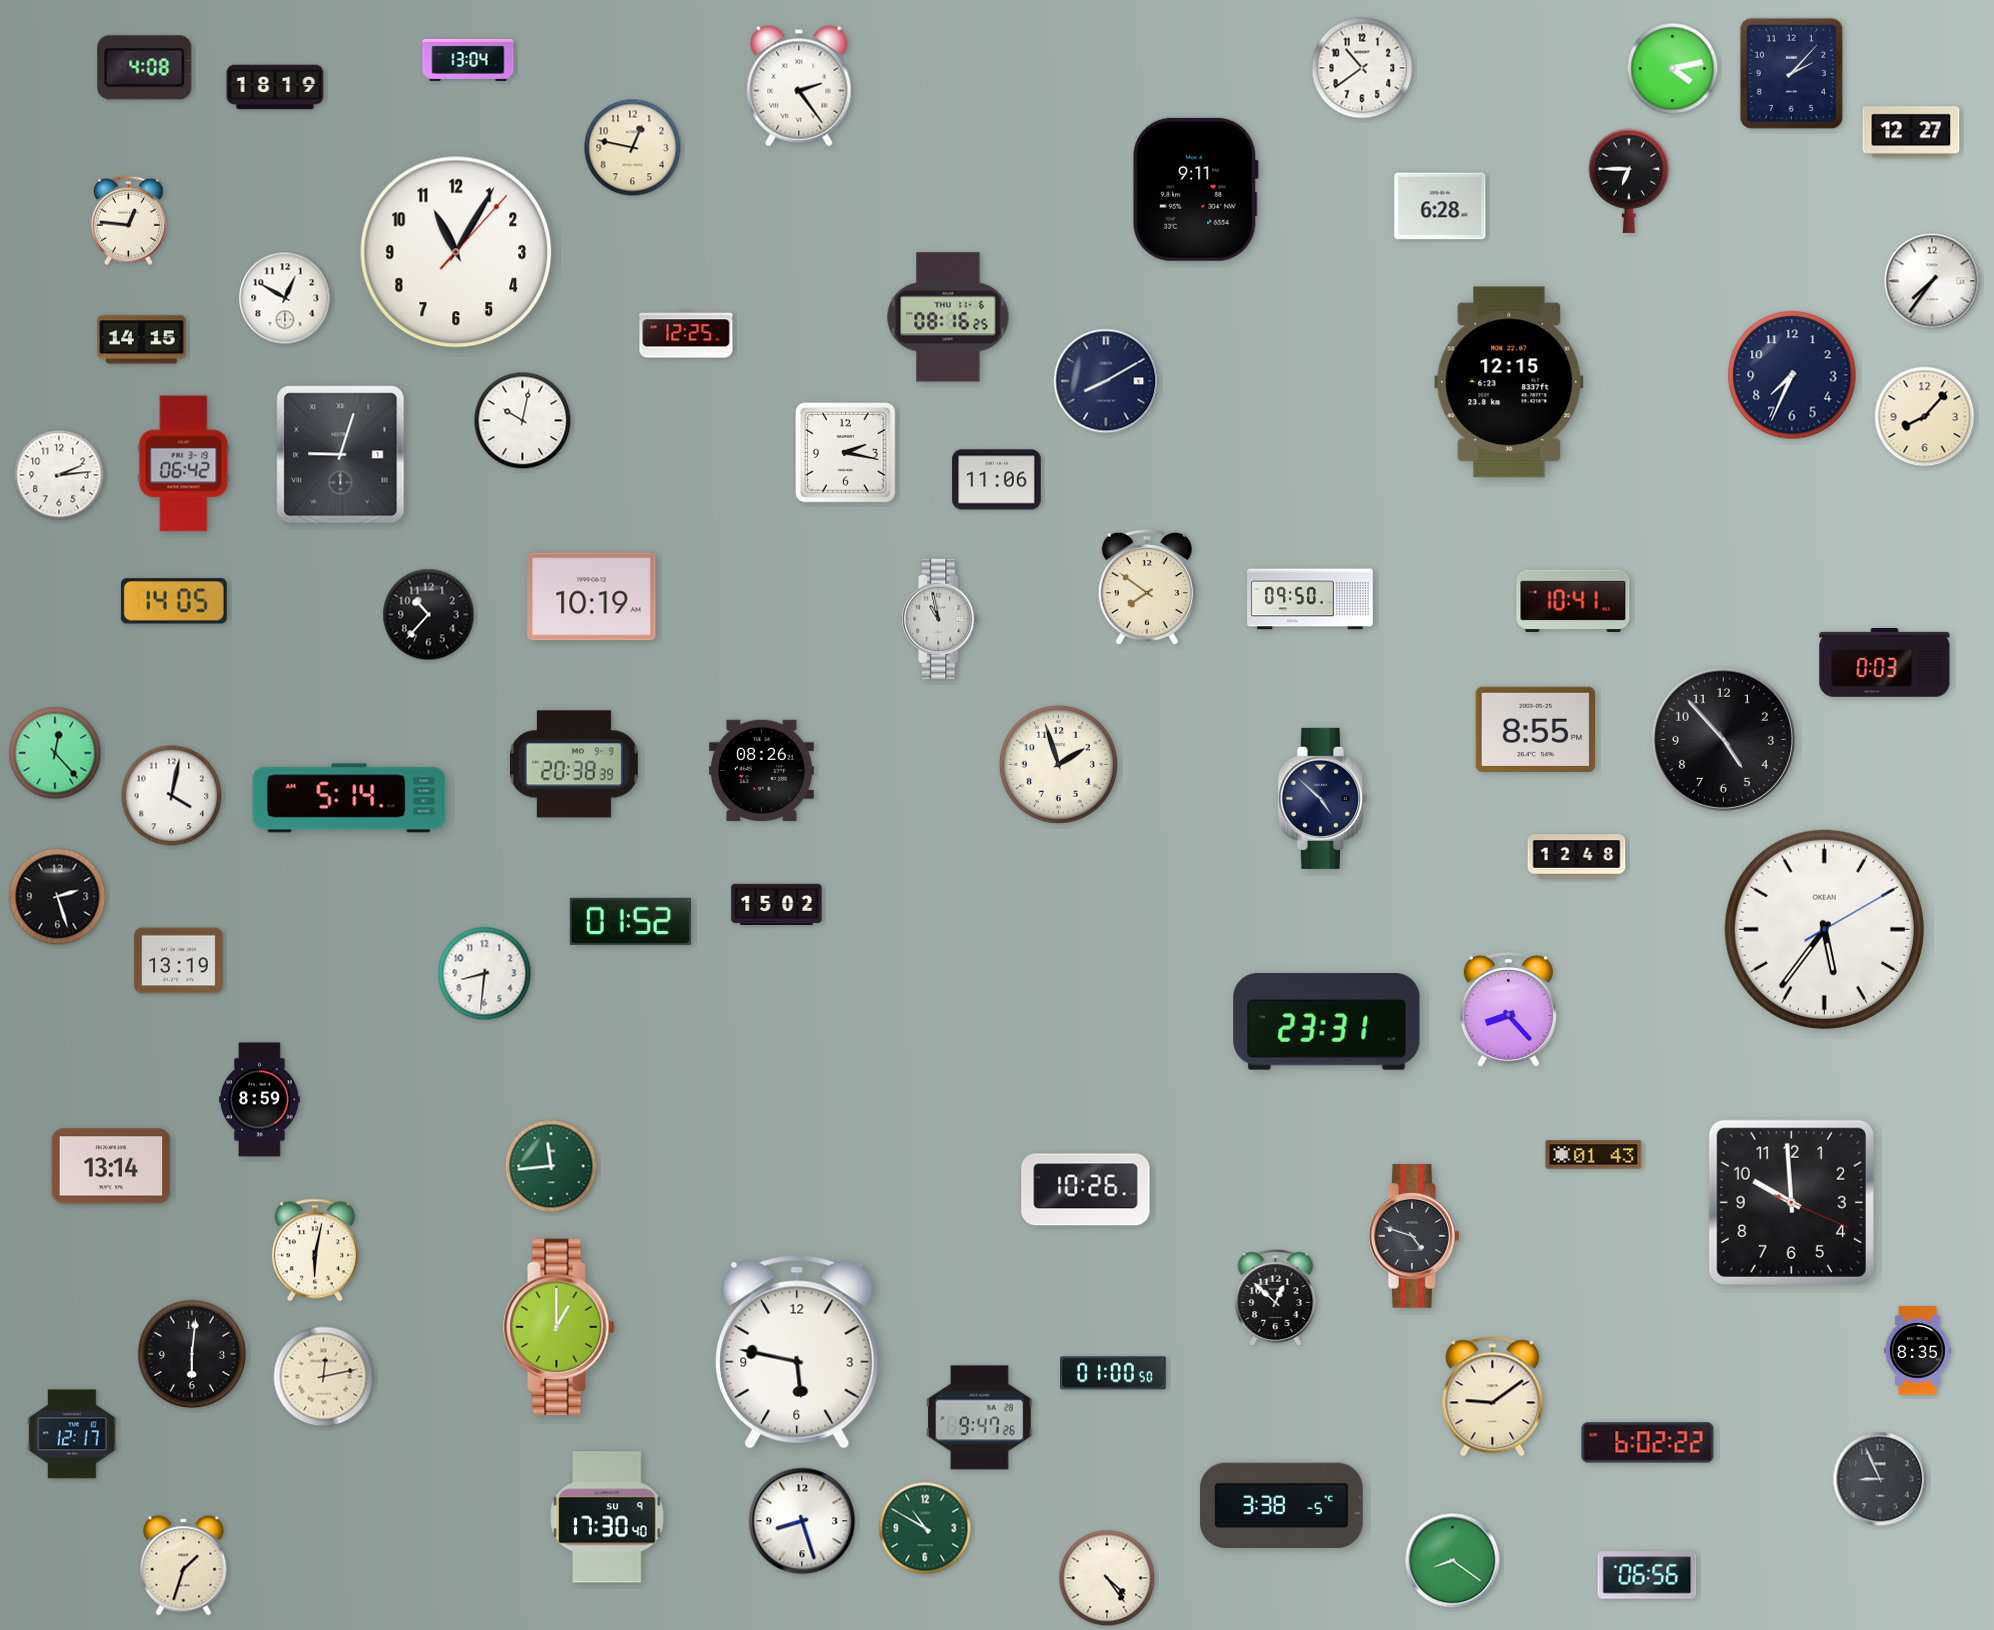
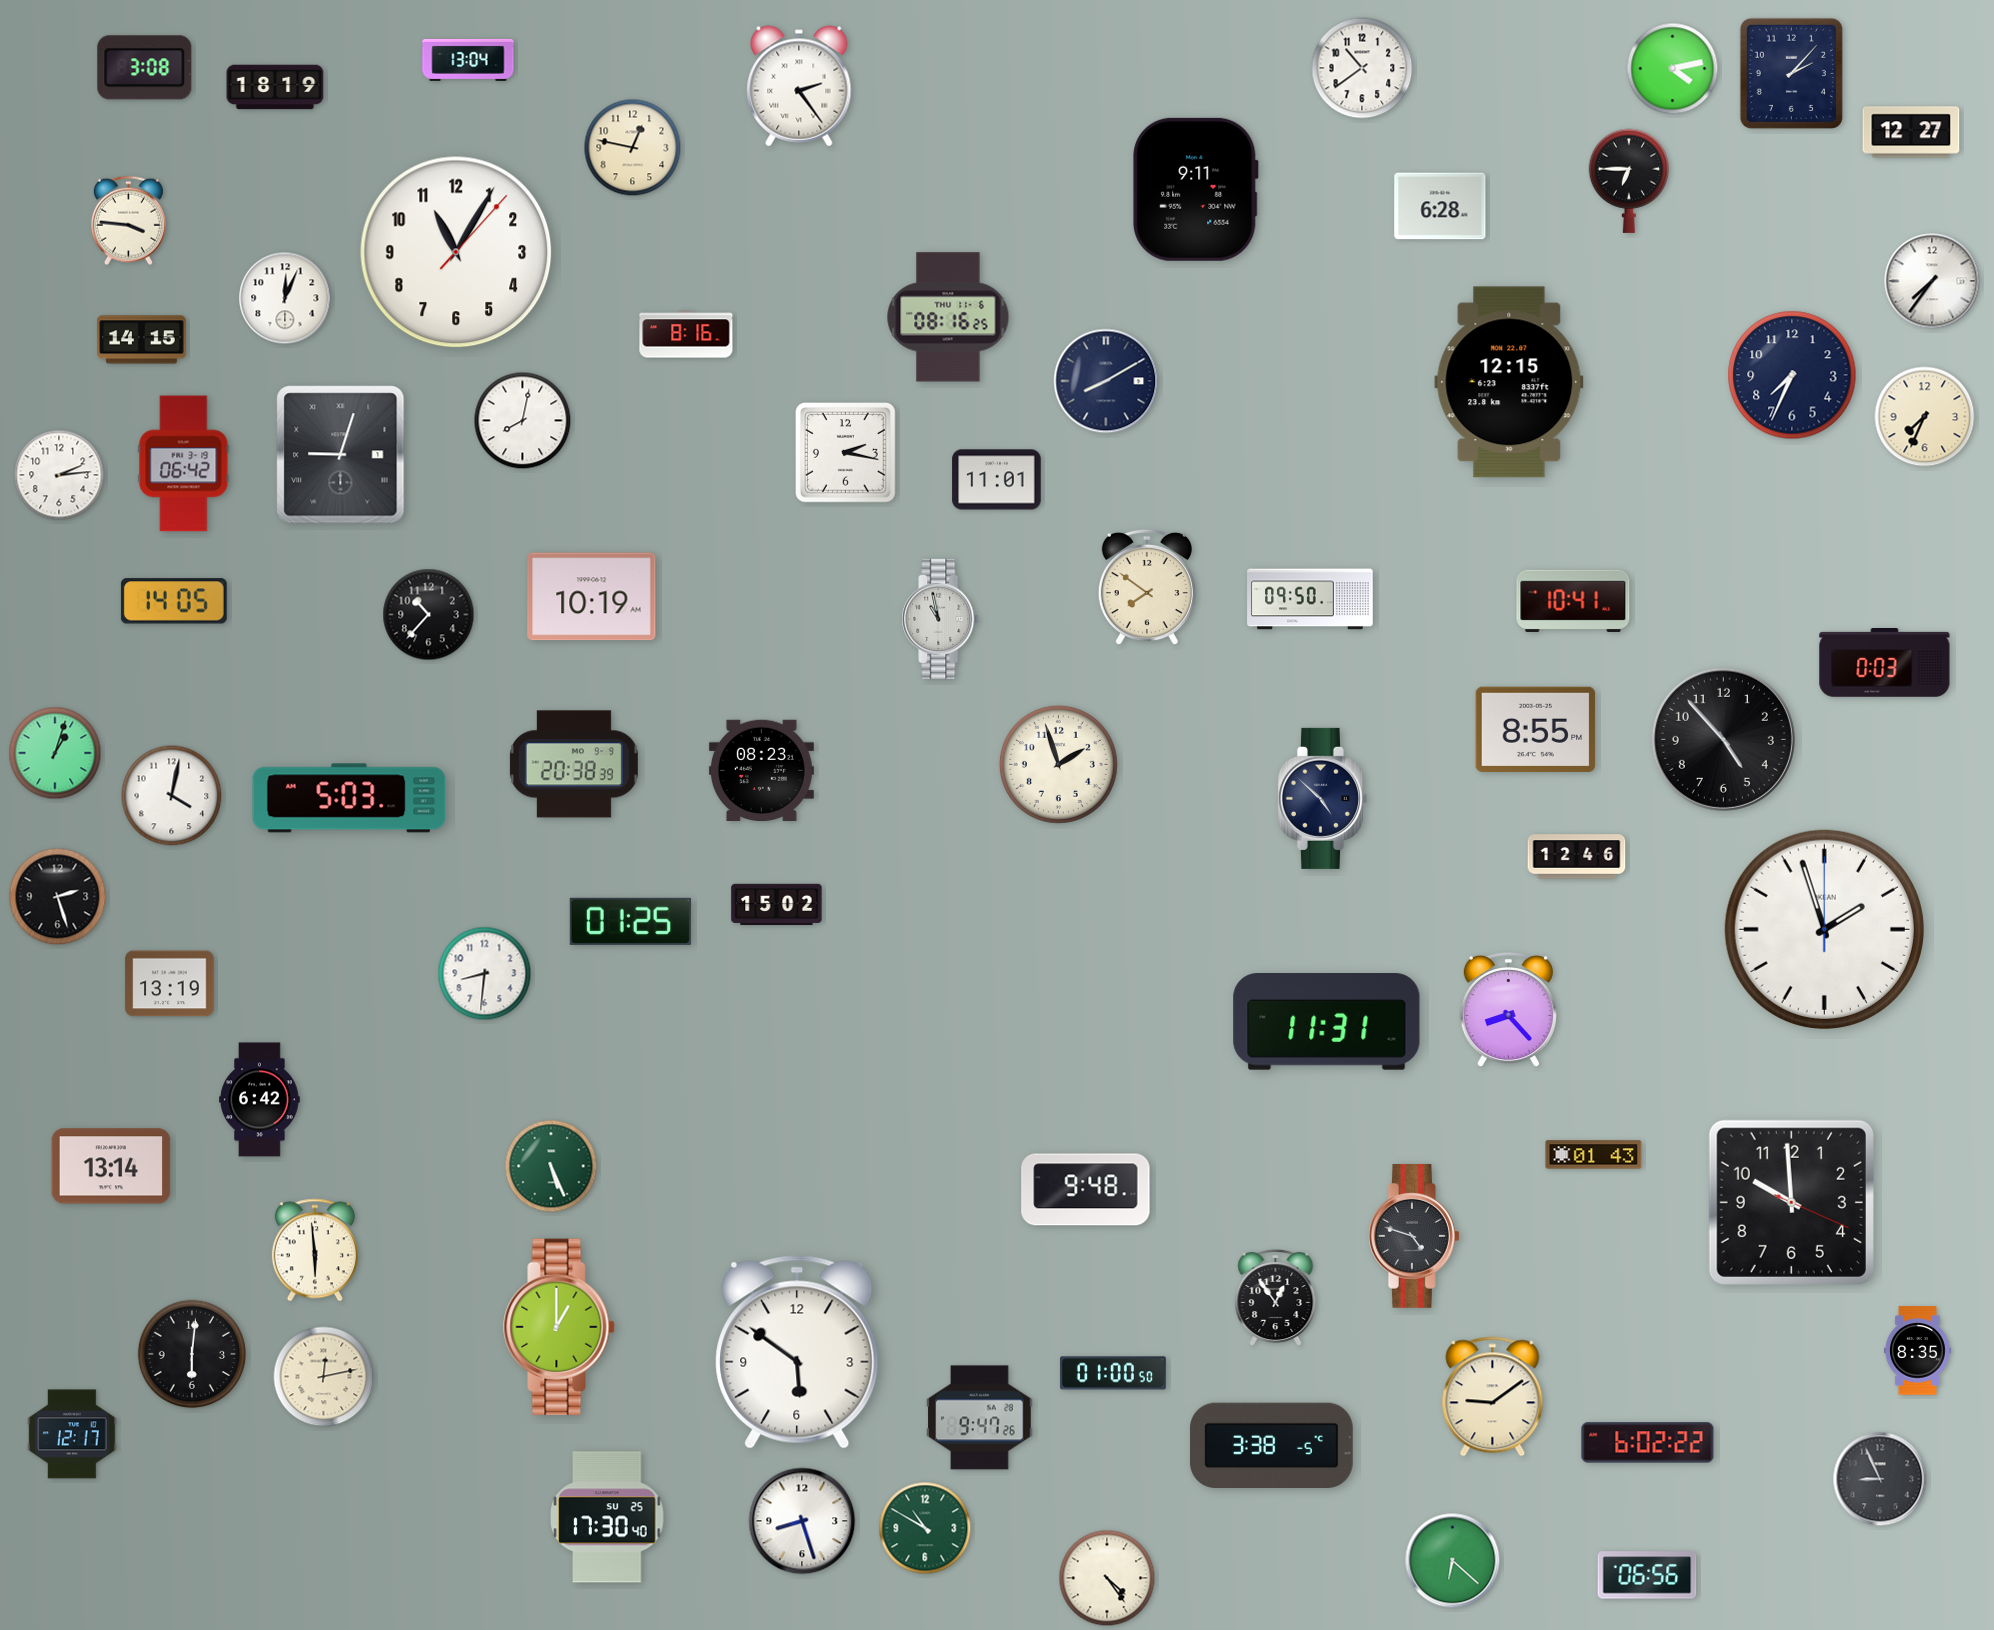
clock at (145, 68): 4:08 -> 3:08
clock at (128, 221): 12:46 -> 3:46
clock at (285, 298): 12:50 -> 12:04
clock at (686, 334): 12:25 -> 8:16
clock at (1925, 417): 8:07 -> 7:34
clock at (523, 421): 10:02 -> 8:02
clock at (997, 480): 11:06 -> 11:01
clock at (55, 753): 12:23 -> 1:03
clock at (761, 770): 08:26 -> 08:23
clock at (349, 798): 5:14 -> 5:03
clock at (1577, 857): 12:48 -> 12:46
clock at (630, 921): 01:52 -> 01:25
clock at (1824, 929): 5:36 -> 1:57
clock at (179, 961) position: (179, 961) -> (170, 984)
clock at (1327, 1022): 23:31 -> 11:31
clock at (260, 1100): 8:59 -> 6:42
clock at (551, 1166): 11:44 -> 5:26
clock at (1086, 1190): 10:26 -> 9:48
clock at (315, 1250): 6:02 -> 5:59
clock at (1276, 1298): 12:52 -> 12:54
clock at (797, 1352): 5:47 -> 5:51
clock at (1281, 1505) position: (1281, 1505) -> (1271, 1445)
clock at (607, 1517) date: SU 9 -> SU 25
clock at (1453, 1561): 8:21 -> 6:22
clock at (184, 1566): 1:33 -> none
